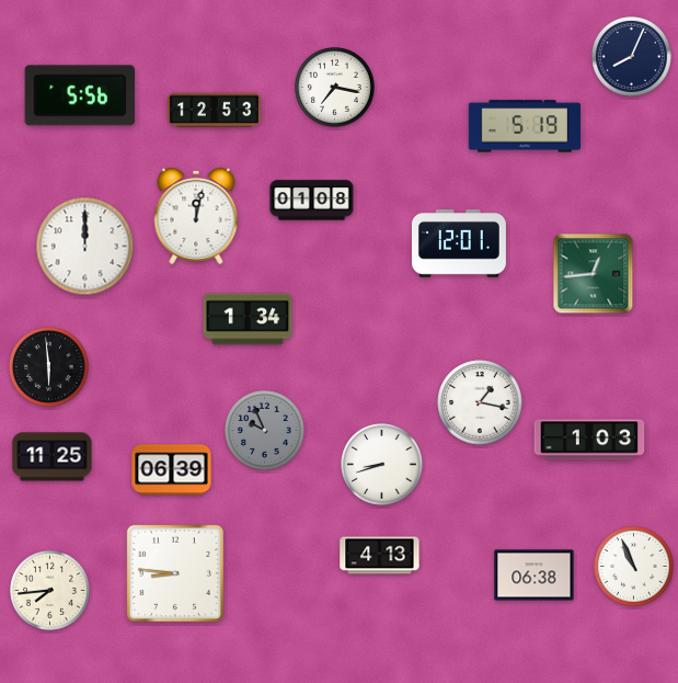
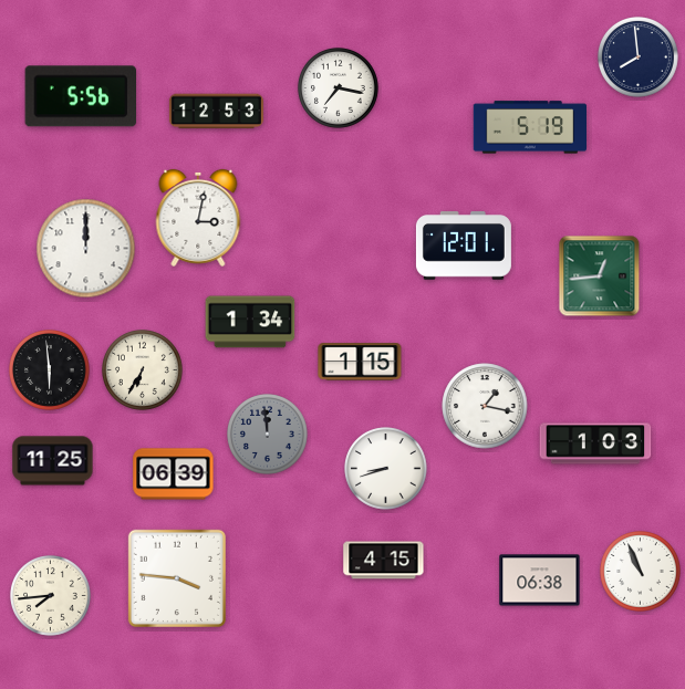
clock at (632, 57): 8:04 -> 7:59
clock at (312, 201): 01:08 -> none
clock at (196, 216): 12:02 -> 3:02
clock at (360, 362): none -> 1:15
clock at (143, 370): none -> 6:35
clock at (265, 431): 9:56 -> 11:59
clock at (380, 556): 4:13 -> 4:15
clock at (175, 573): 8:46 -> 3:46
